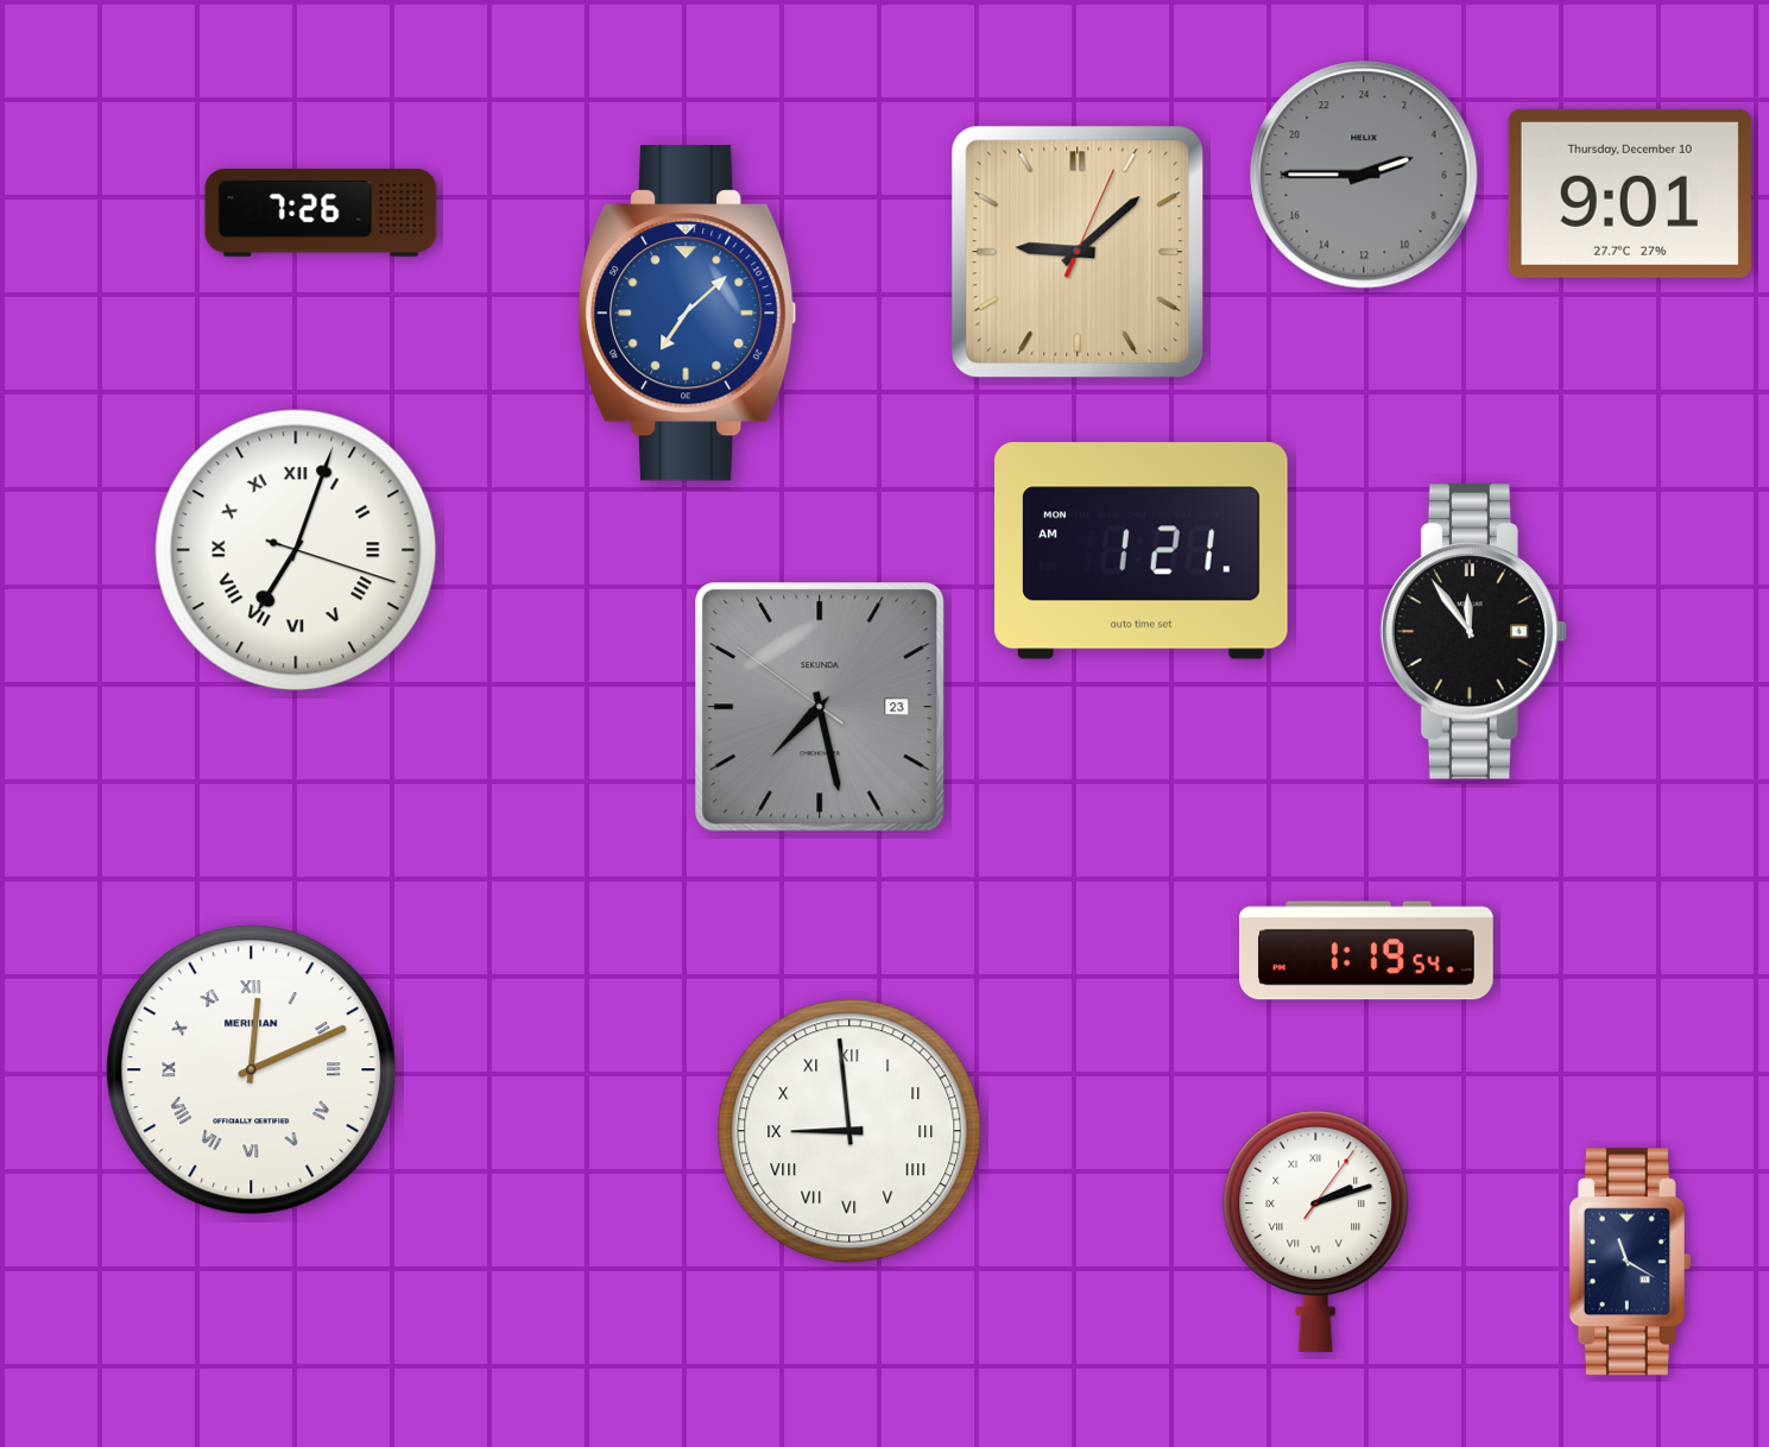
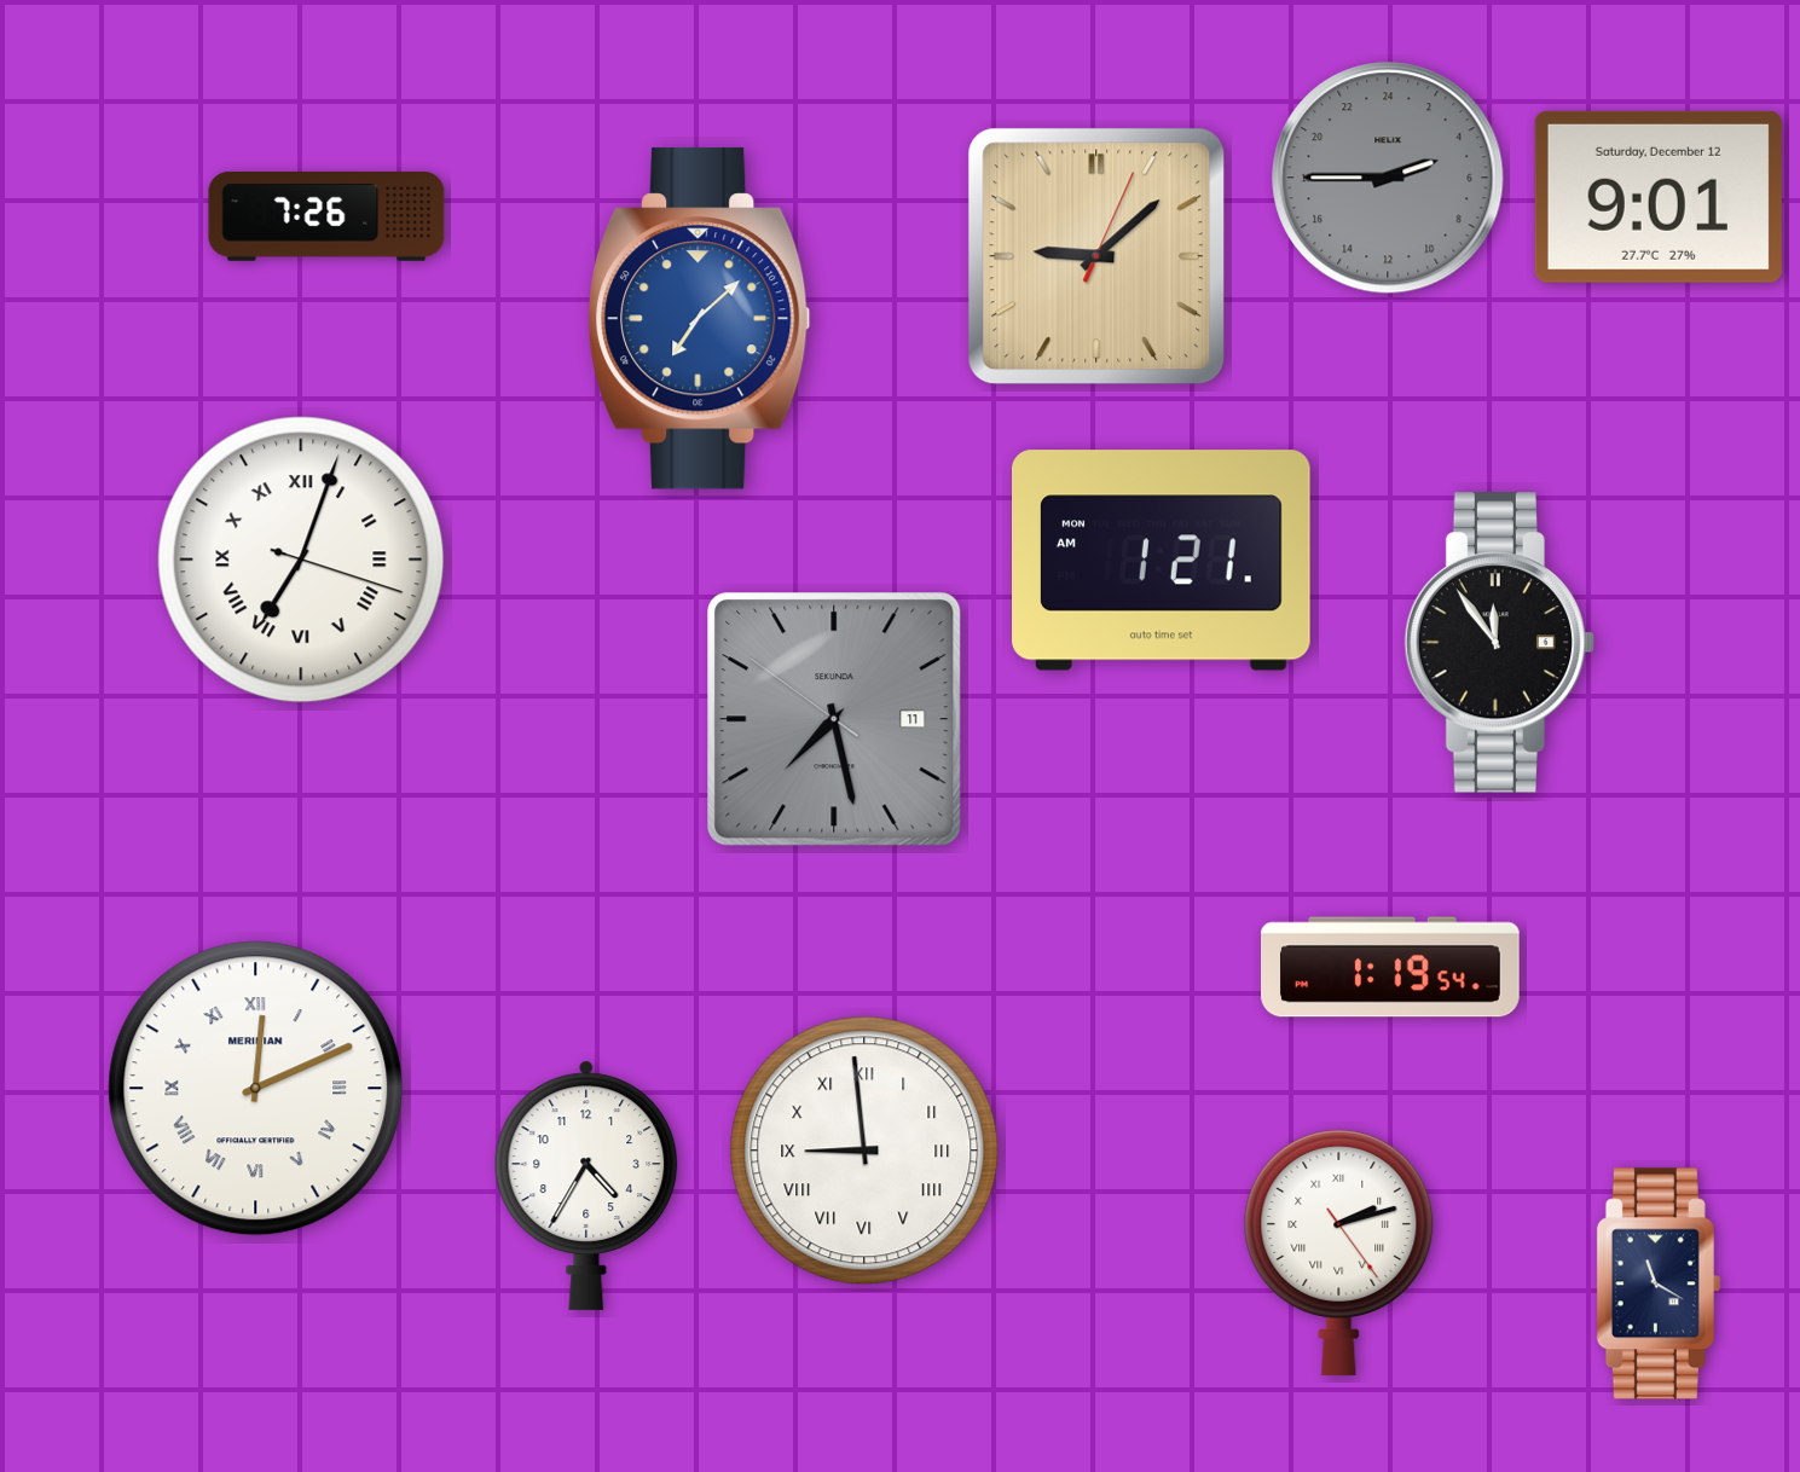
clock at (1630, 194) date: Thursday, December 10 -> Saturday, December 12
clock at (820, 707) date: 23 -> 11
clock at (586, 1186): none -> 4:35
clock at (1316, 1231): 2:12:06 -> 2:12:24
